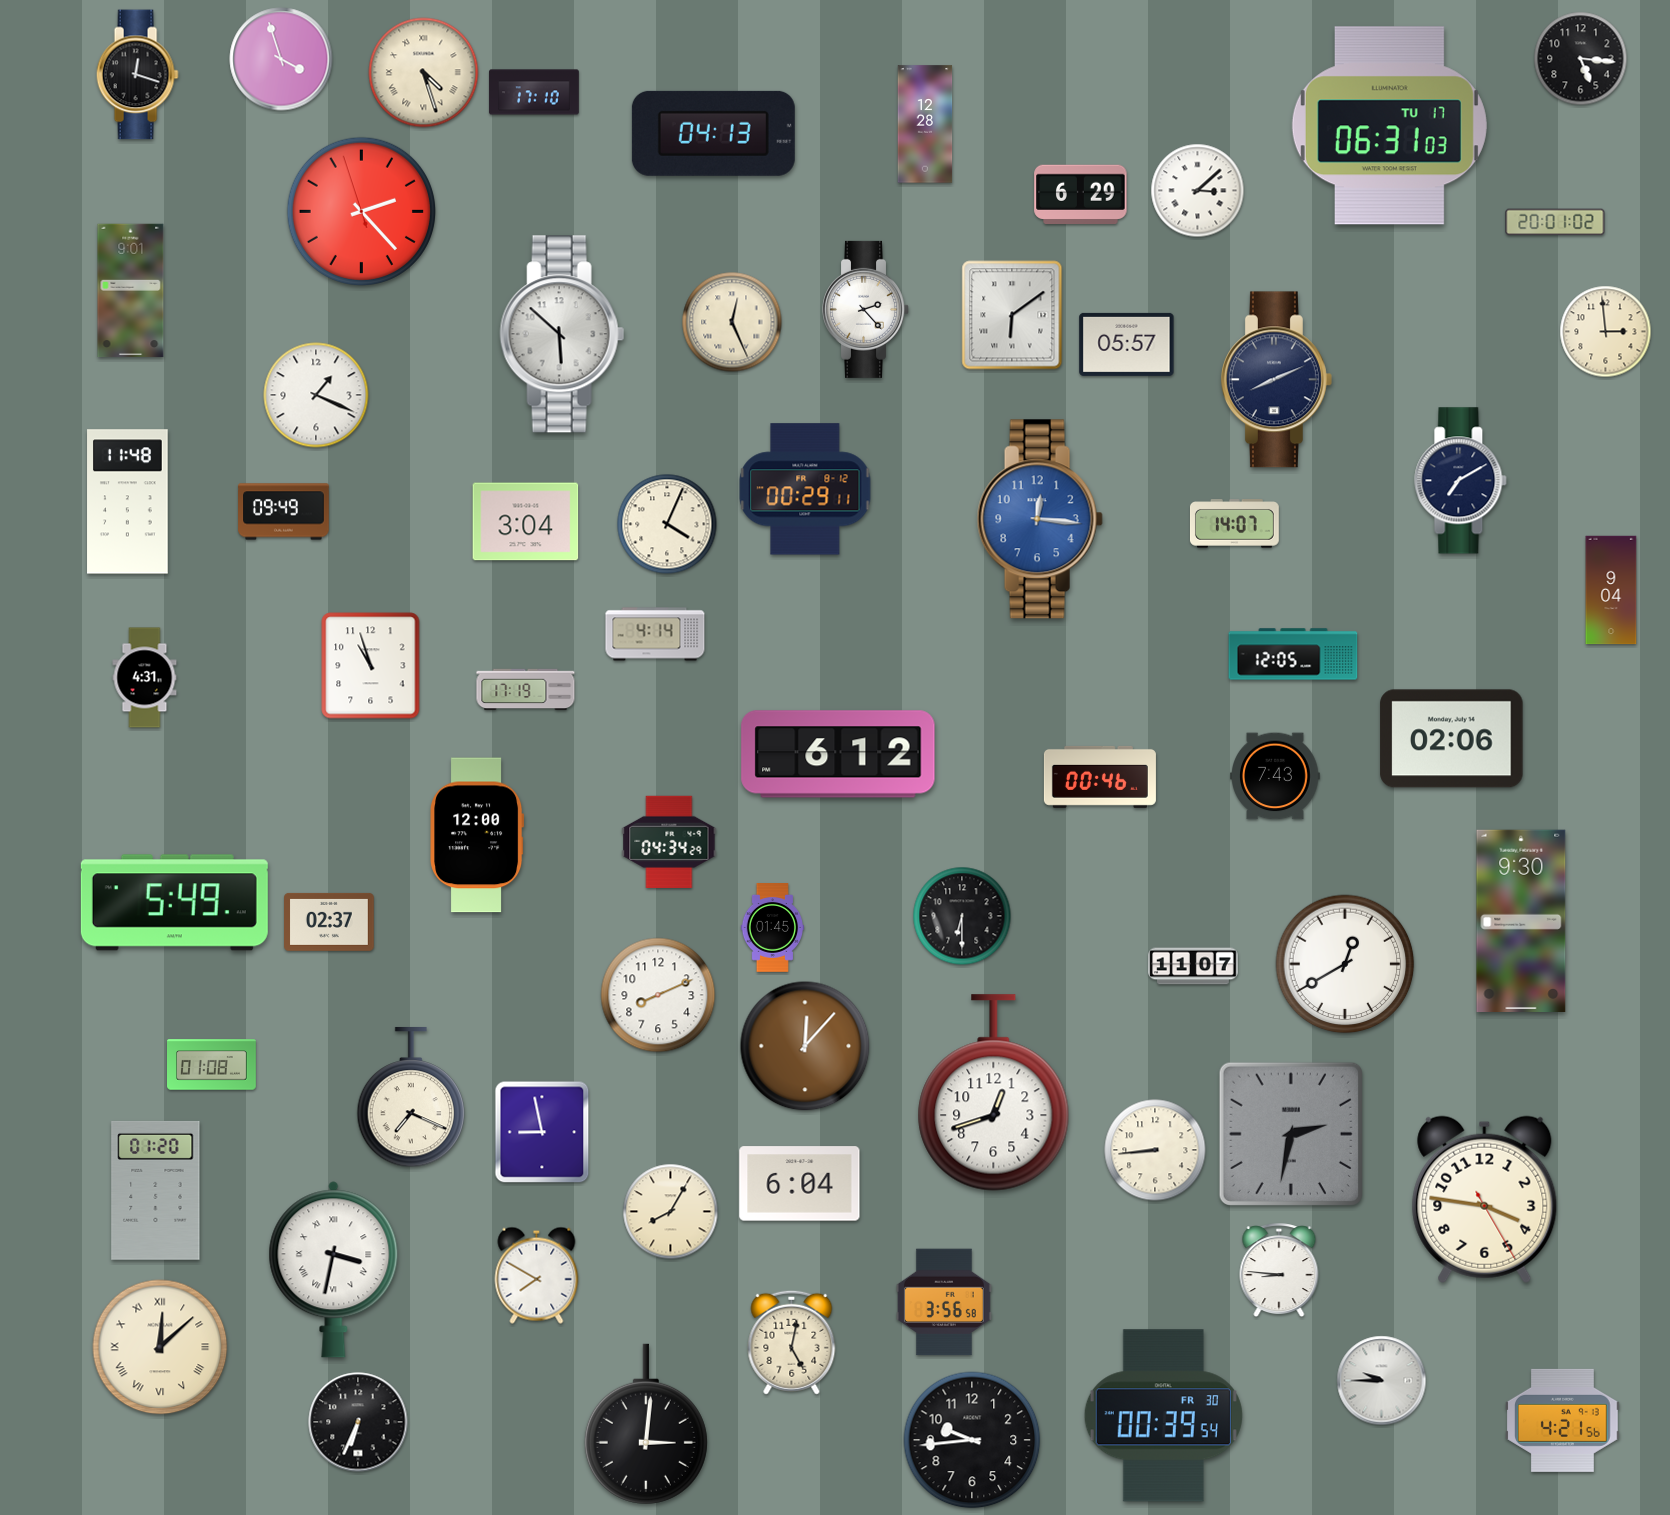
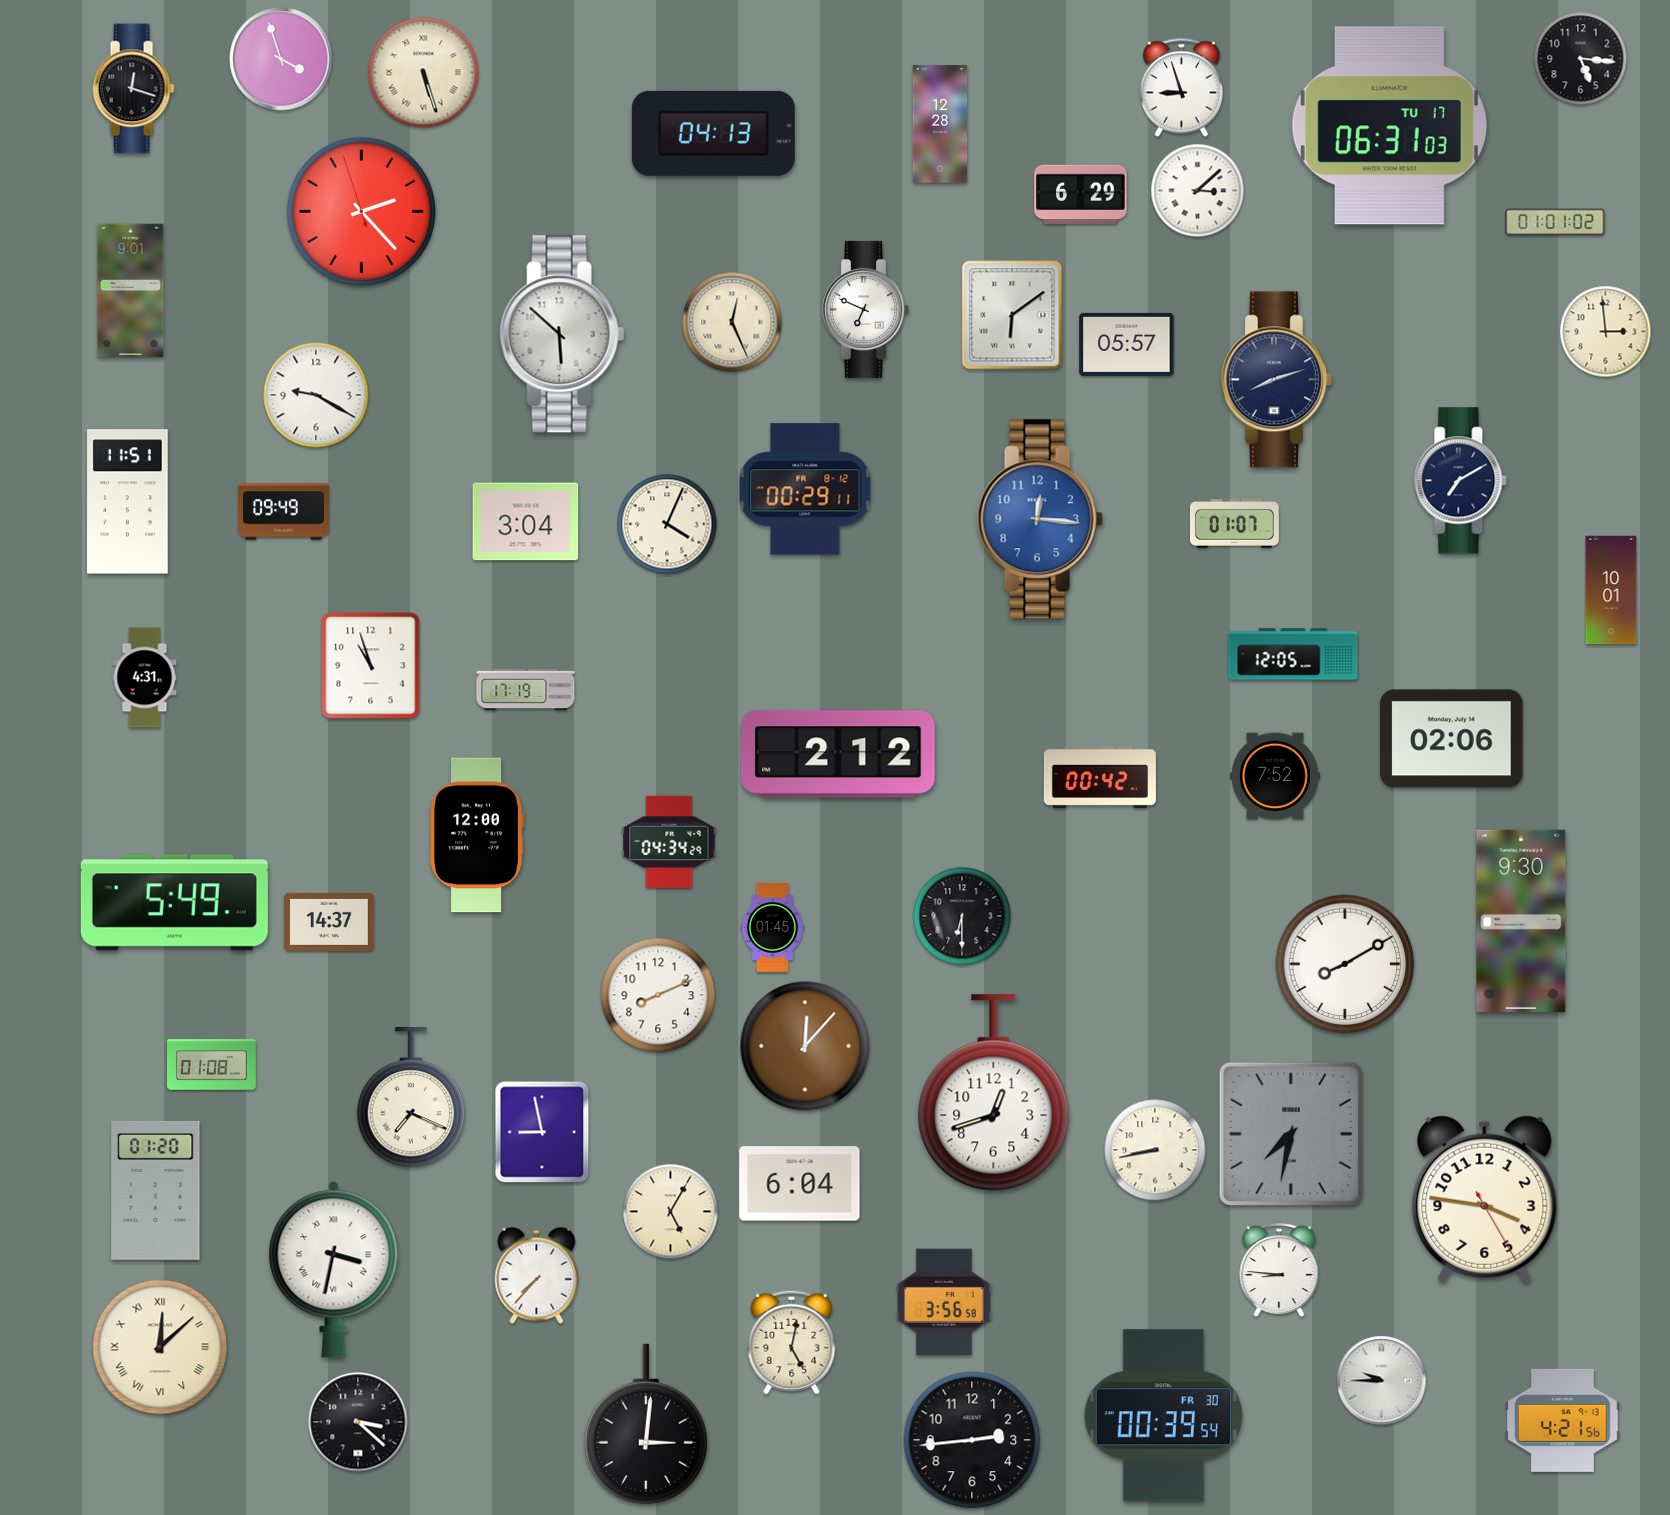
clock at (424, 73): 4:27 -> 5:27
clock at (137, 75) position: (137, 75) -> (133, 89)
clock at (1181, 88): none -> 8:57
clock at (534, 92): 17:10 -> none
clock at (925, 124) position: (925, 124) -> (940, 124)
clock at (1555, 222): 20:01 -> 01:01
clock at (866, 309): 2:23 -> 6:49
clock at (1276, 380): 8:11 -> 8:12
clock at (316, 395): 1:19 -> 9:20
clock at (128, 502): 11:48 -> 11:51
clock at (1234, 524): 14:07 -> 01:07
clock at (1611, 590): 9:04 -> 10:01
clock at (655, 634): 4:14 -> none
clock at (838, 754): 6:12 -> 2:12
clock at (1276, 776): 7:43 -> 7:52
clock at (1100, 777): 00:46 -> 00:42
clock at (329, 922): 02:37 -> 14:37
clock at (1345, 964): 12:40 -> 8:10
clock at (1193, 966): 11:07 -> none
clock at (1291, 1134): 2:32 -> 7:32
clock at (1155, 1150): 8:44 -> 8:43
clock at (671, 1212): 8:05 -> 5:05
clock at (537, 1275): 7:50 -> 7:37
clock at (358, 1422): 6:34 -> 3:22
clock at (972, 1440): 9:44 -> 2:44
